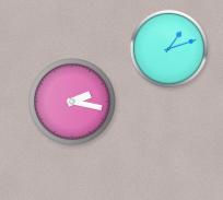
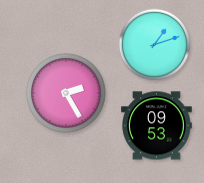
clock at (72, 102): 2:17 -> 2:25
clock at (157, 126): none -> 09:53
